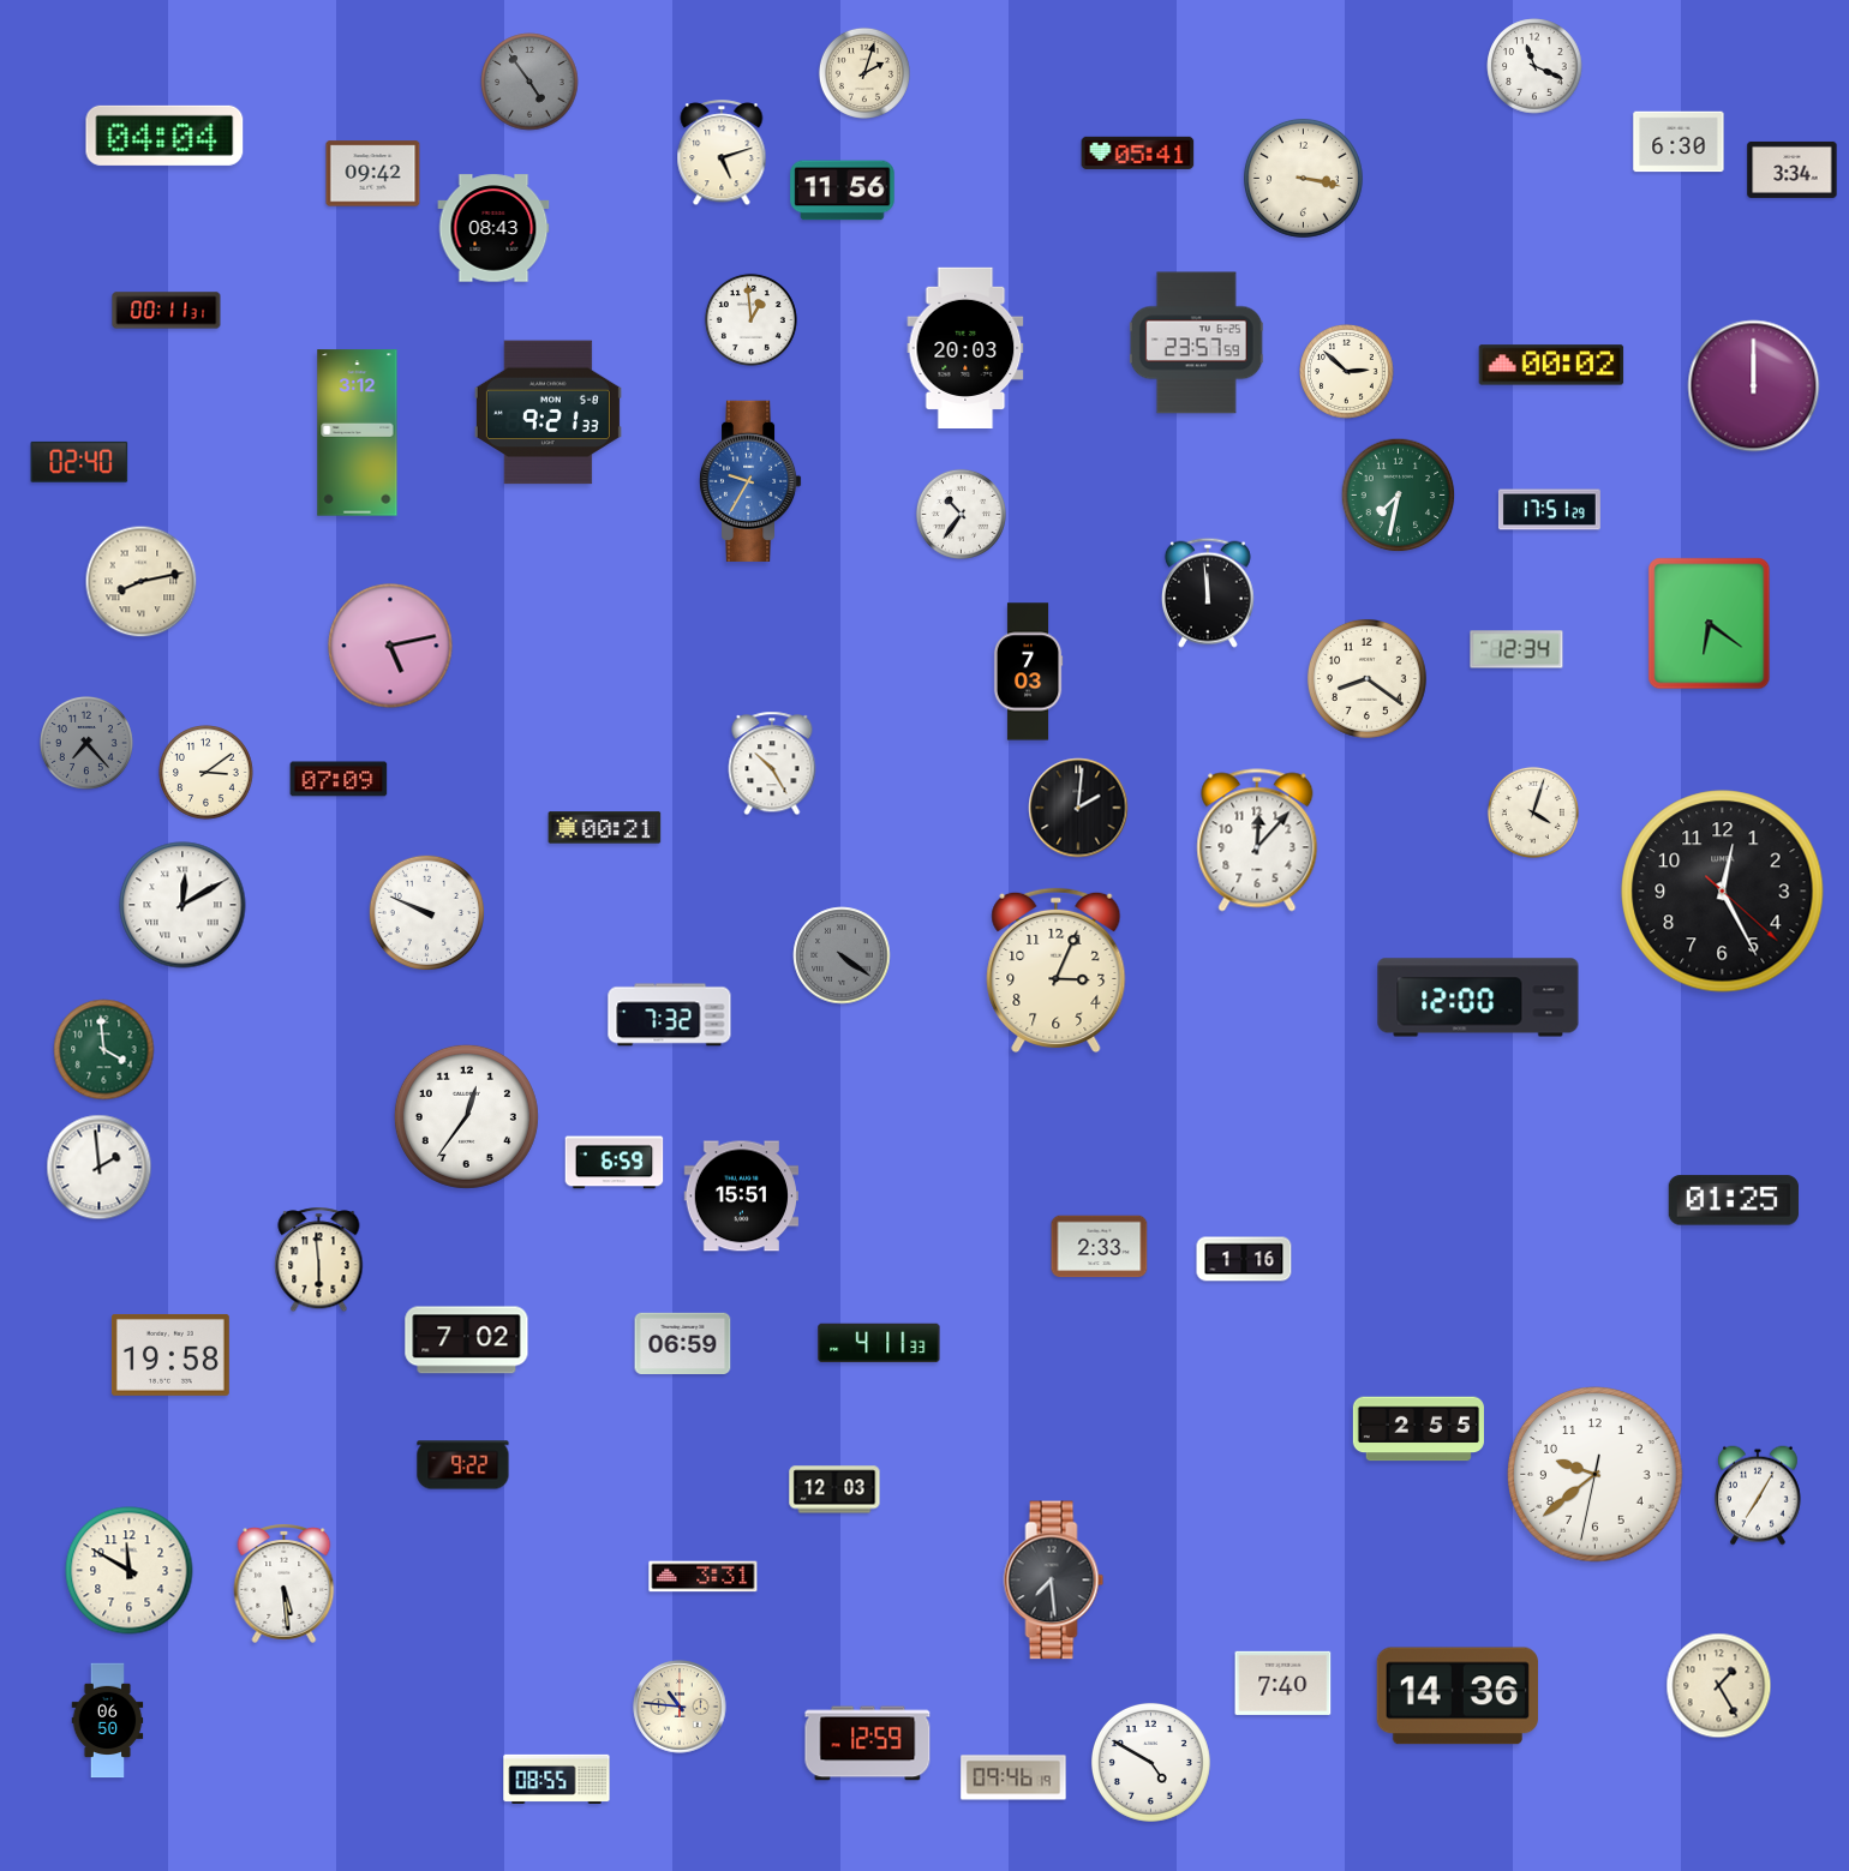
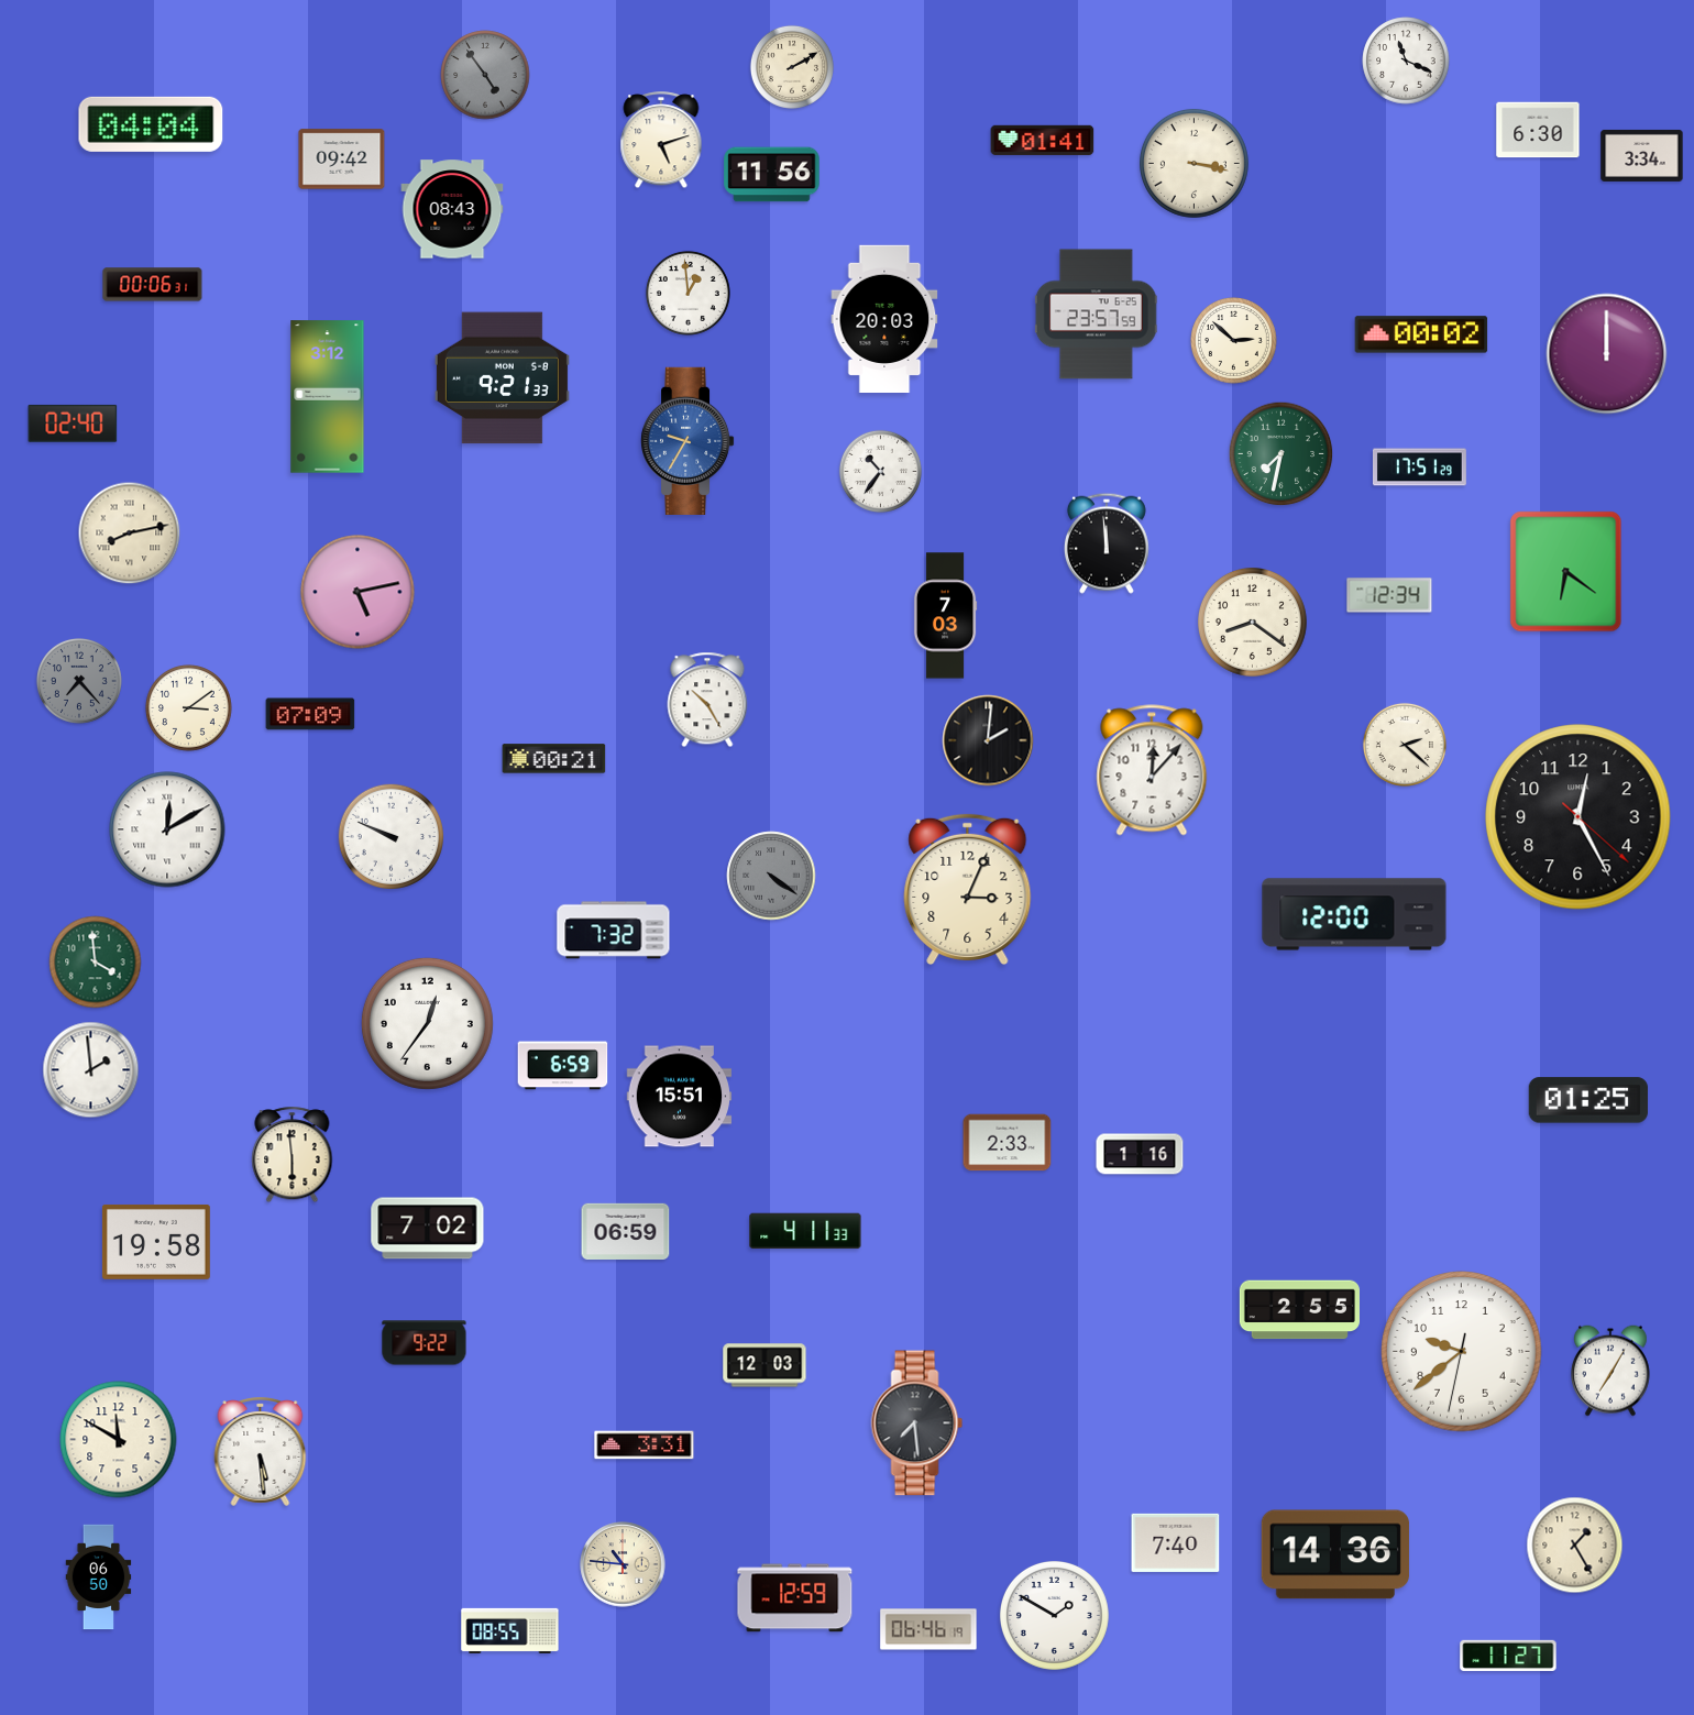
clock at (864, 73): 2:03 -> 2:10
clock at (1138, 152): 05:41 -> 01:41
clock at (167, 311): 00:11 -> 00:06
clock at (1028, 672) position: (1028, 672) -> (945, 616)
clock at (1533, 812): 4:03 -> 2:22
clock at (1054, 1581) position: (1054, 1581) -> (917, 1423)
clock at (1150, 1762): 4:50 -> 1:50
clock at (1013, 1777): 09:46 -> 06:46
clock at (1508, 1656): none -> 11:27
